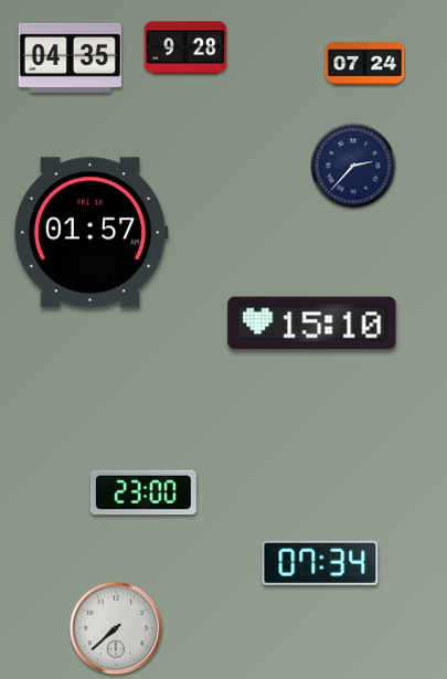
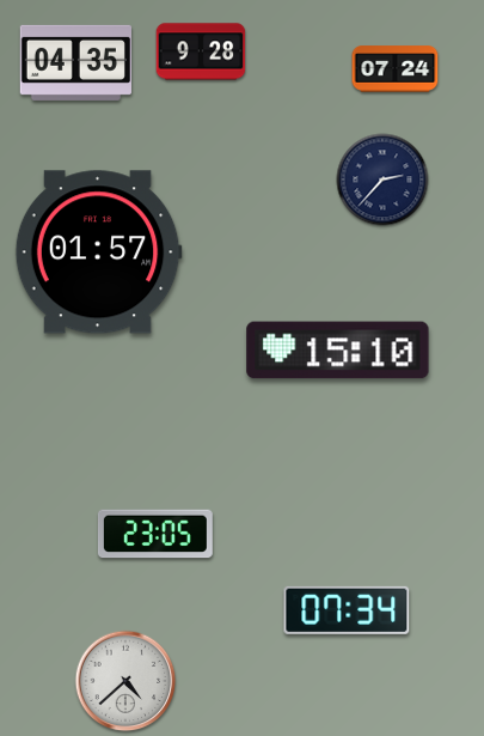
clock at (143, 492): 23:00 -> 23:05
clock at (116, 628): 7:38 -> 4:38
